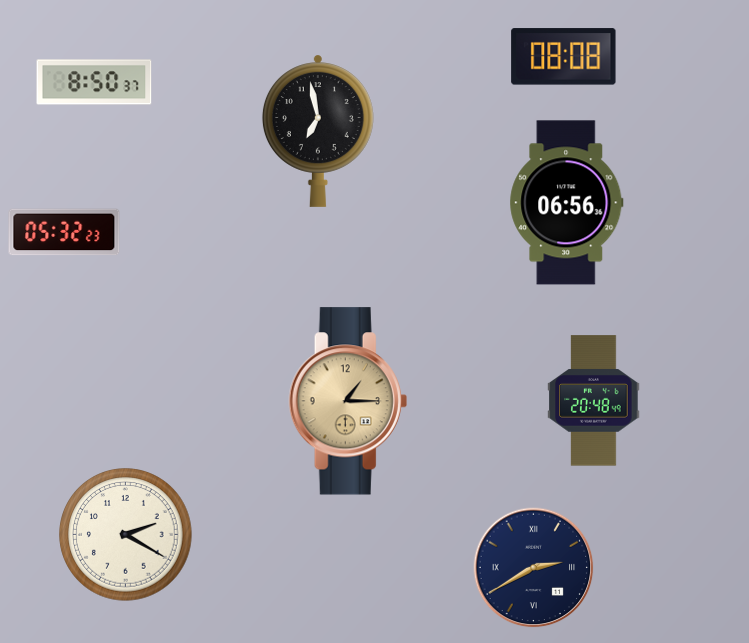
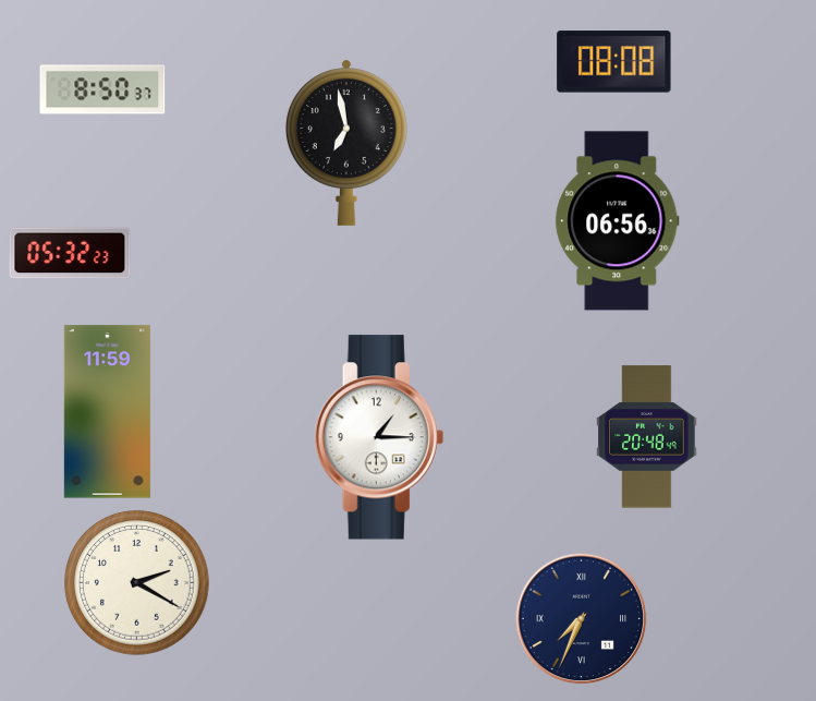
clock at (107, 412): none -> 11:59
clock at (348, 401) dial: champagne -> white
clock at (534, 568): 2:40 -> 7:34
